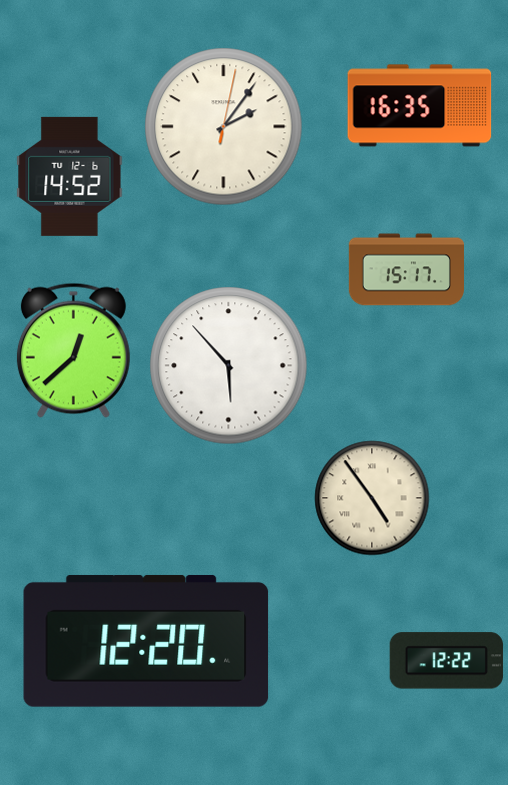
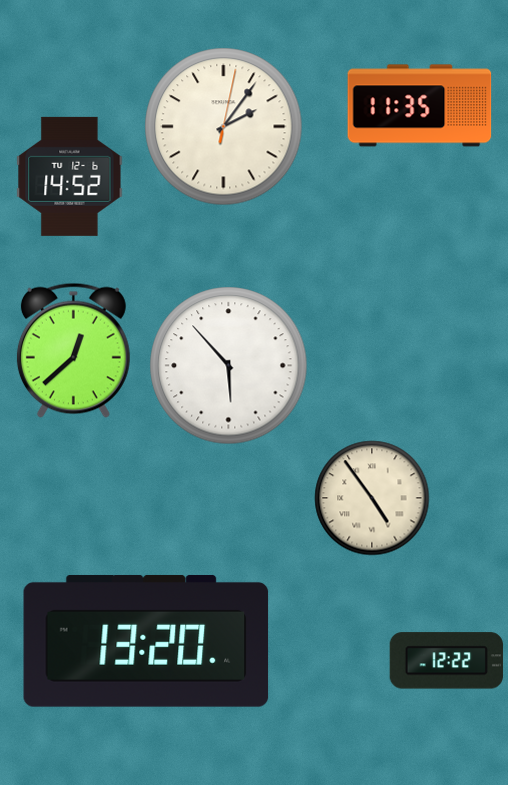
clock at (420, 106): 16:35 -> 11:35
clock at (406, 270): 15:17 -> none
clock at (146, 641): 12:20 -> 13:20
